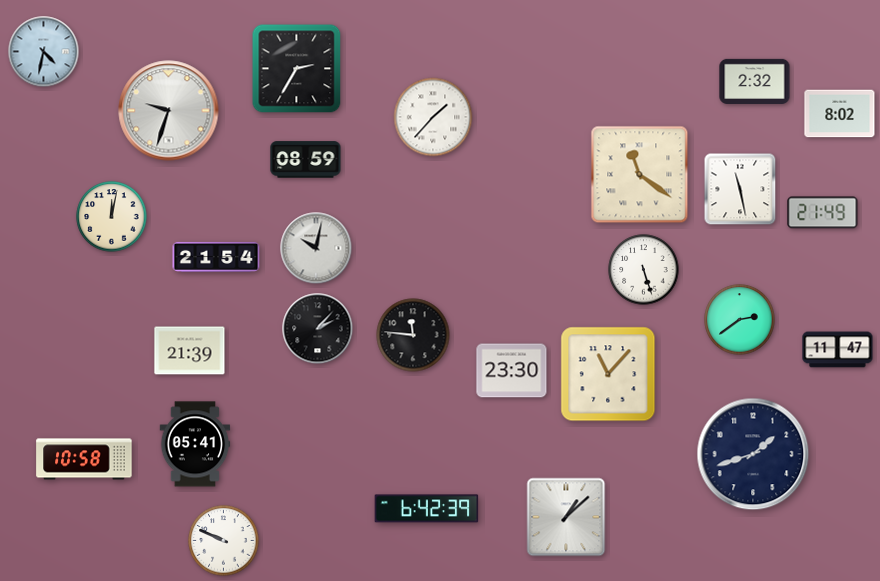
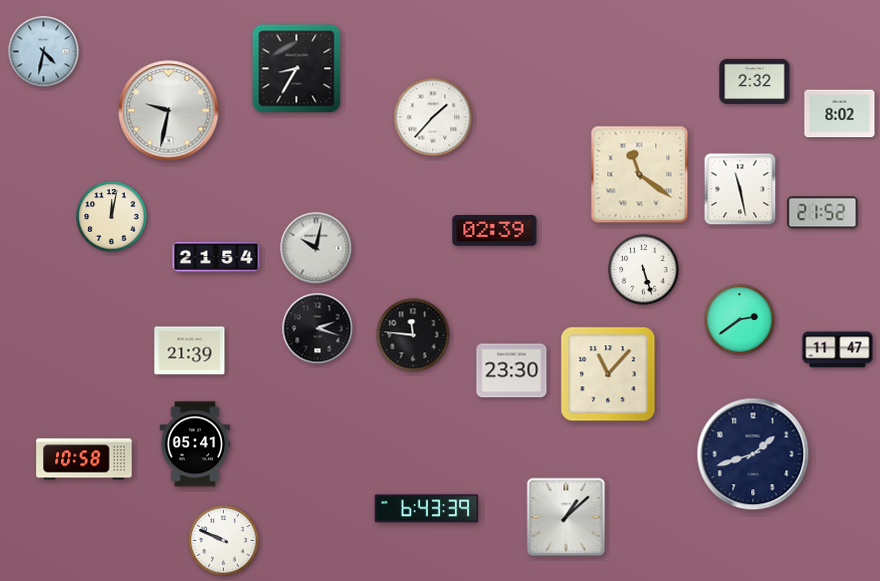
clock at (297, 69): 2:35 -> 8:35
clock at (169, 111): 9:33 -> 9:32
clock at (306, 160): 08:59 -> none
clock at (823, 213): 21:49 -> 21:52
clock at (495, 230): none -> 02:39
clock at (318, 329): 2:07 -> 2:18
clock at (427, 509): 6:42 -> 6:43
